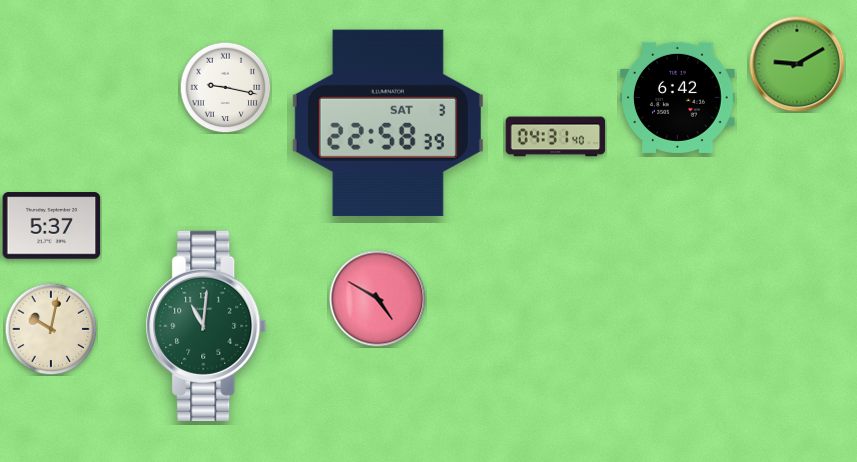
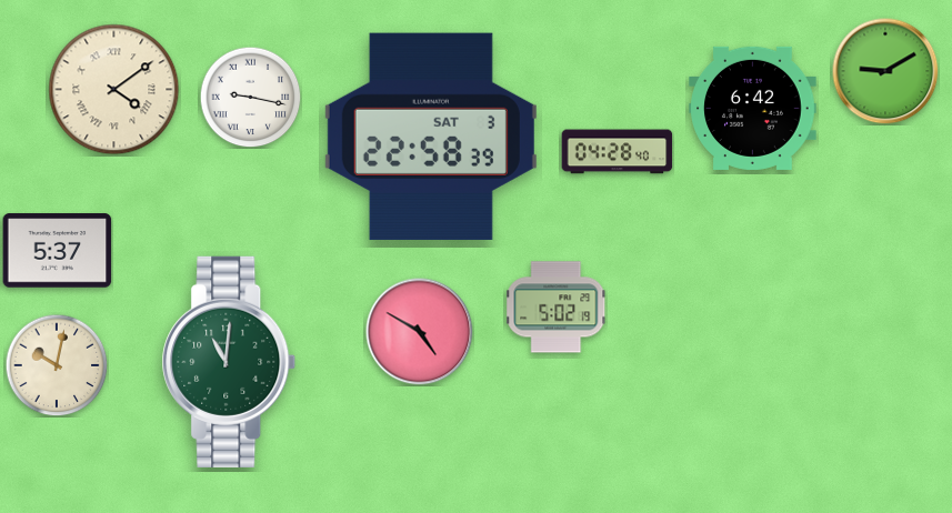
clock at (114, 90): none -> 4:09
clock at (556, 137): 04:31 -> 04:28
clock at (557, 308): none -> 5:02
